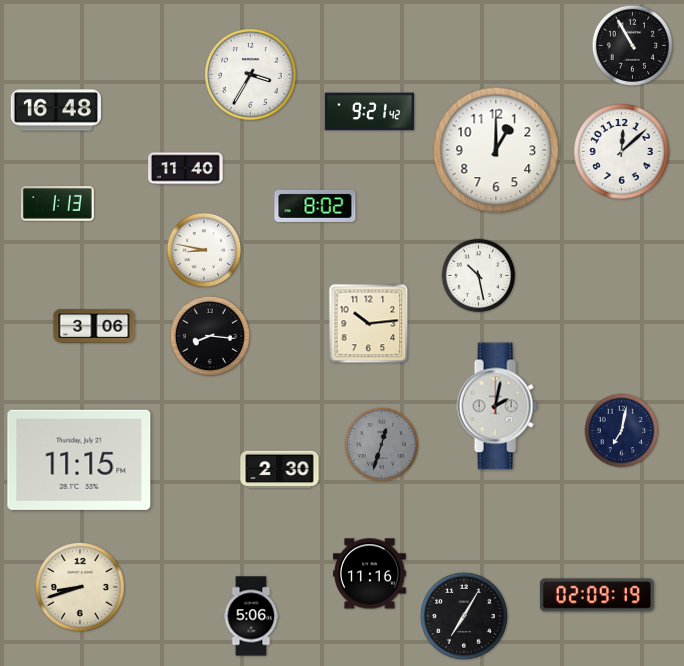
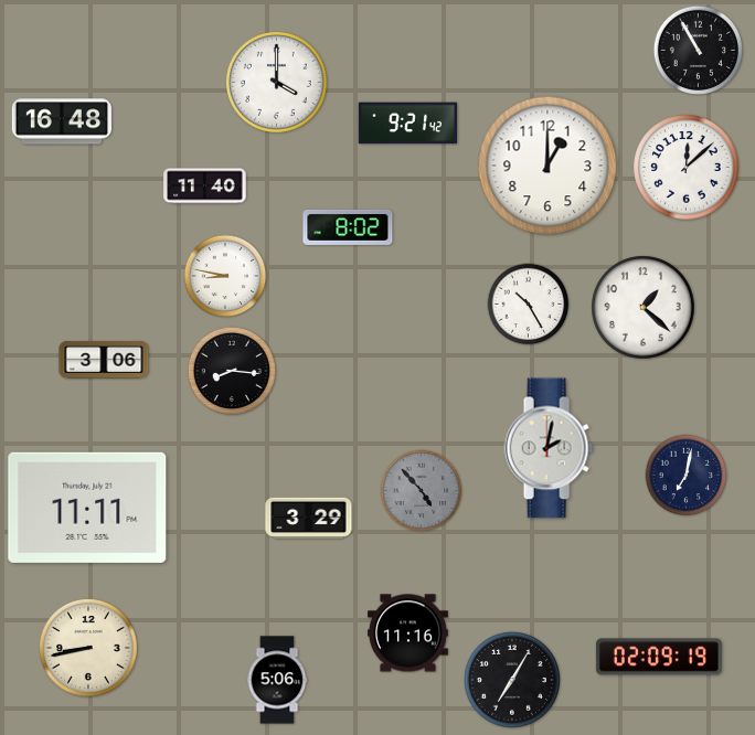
clock at (251, 75): 3:35 -> 4:00
clock at (58, 204): 1:13 -> none
clock at (479, 276): 10:28 -> 10:25
clock at (644, 308): none -> 1:22
clock at (369, 324): 10:14 -> none
clock at (382, 445): 12:33 -> 4:53
clock at (79, 460): 11:15 -> 11:11
clock at (280, 470): 2:30 -> 3:29
clock at (80, 587): 8:42 -> 8:43
